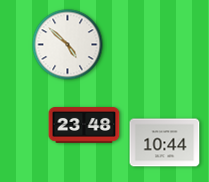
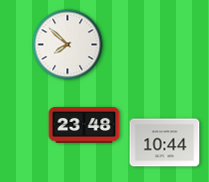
clock at (68, 45): 4:52 -> 7:52
